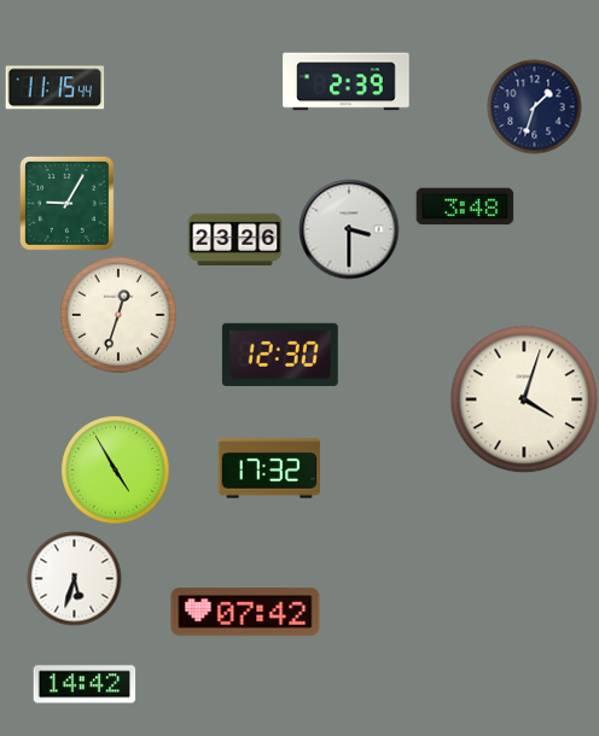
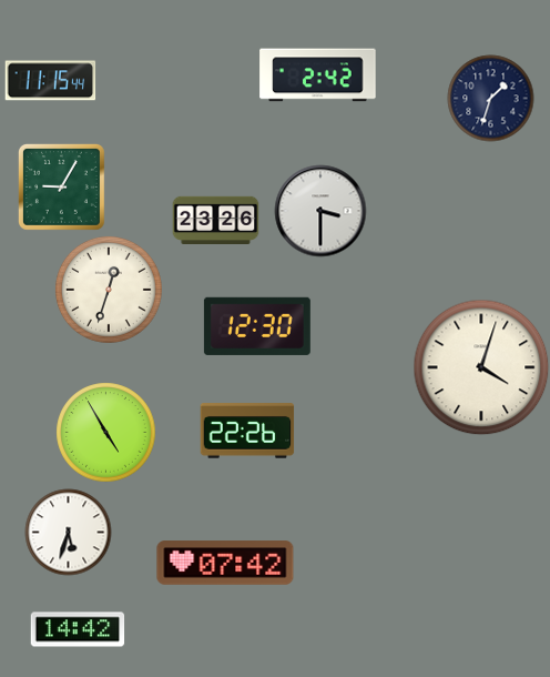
clock at (347, 82): 2:39 -> 2:42
clock at (465, 206): 3:48 -> none
clock at (269, 468): 17:32 -> 22:26
